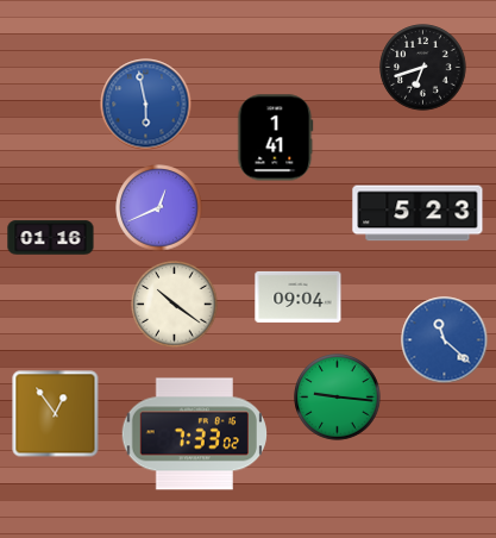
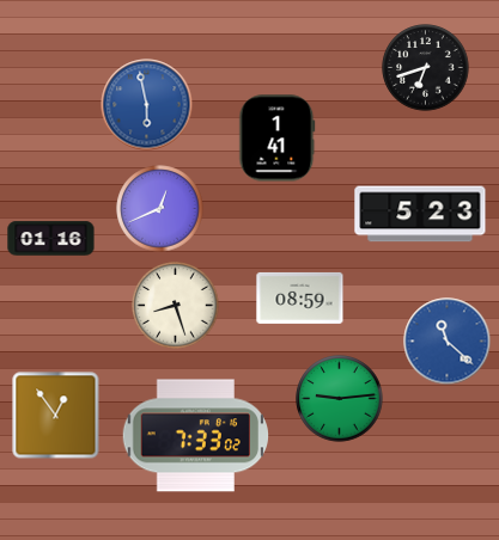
clock at (299, 296): 09:04 -> 08:59
clock at (175, 305): 10:21 -> 8:27
clock at (338, 398): 9:16 -> 9:14
